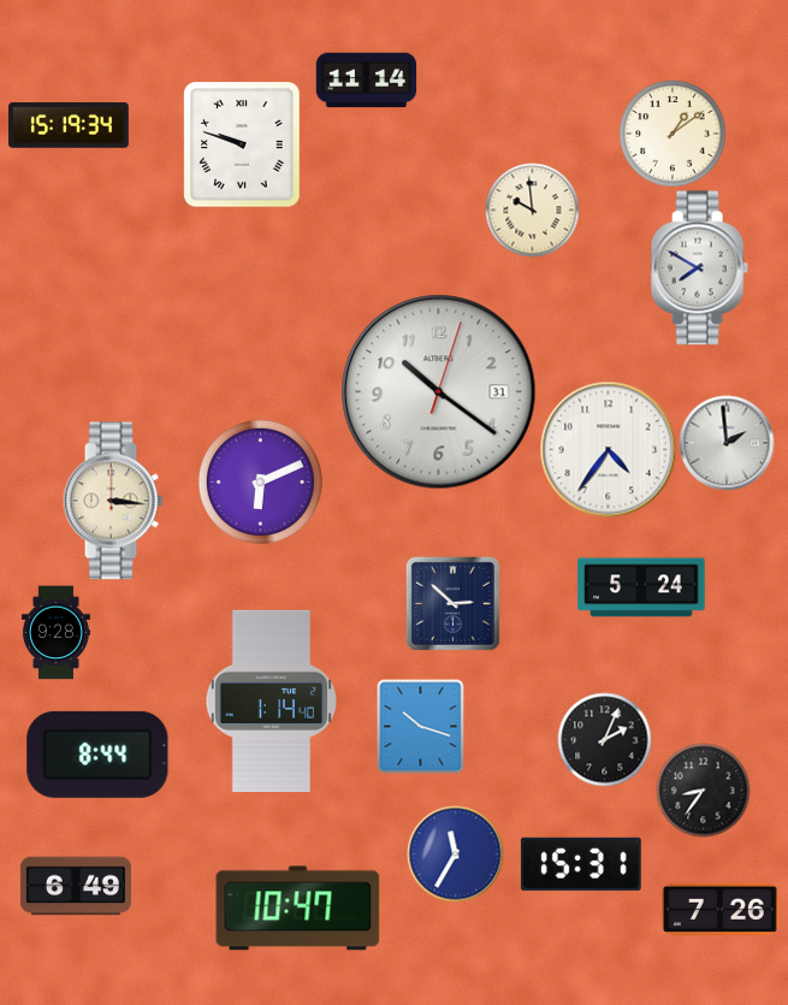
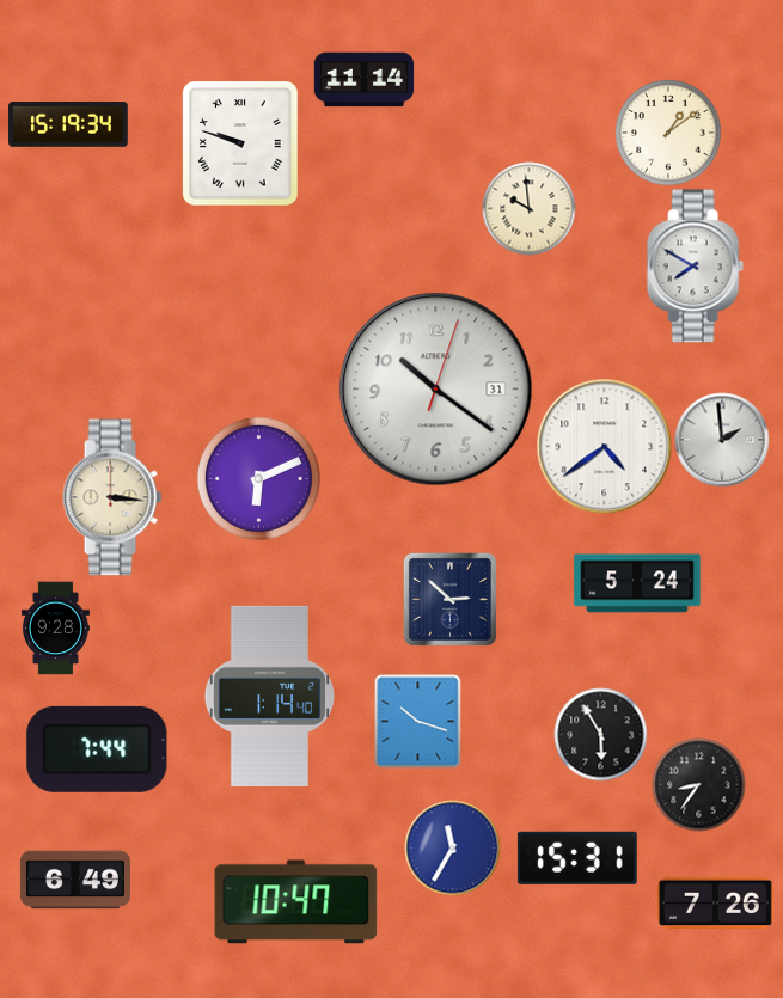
clock at (608, 449): 4:36 -> 4:39
clock at (604, 739): 2:04 -> 5:55
clock at (97, 755): 8:44 -> 7:44
